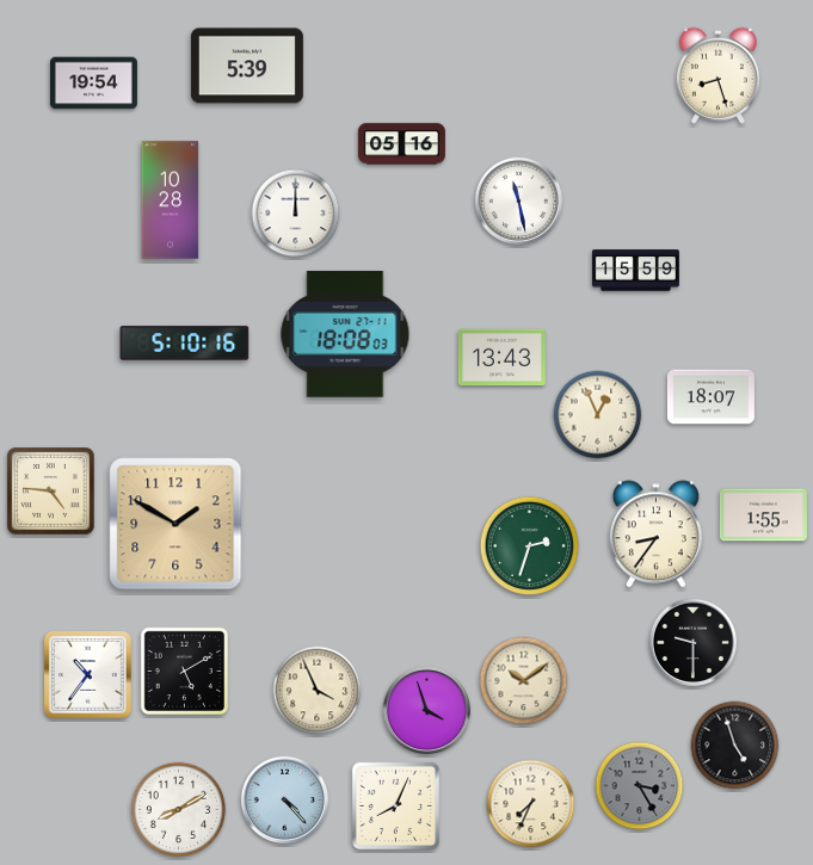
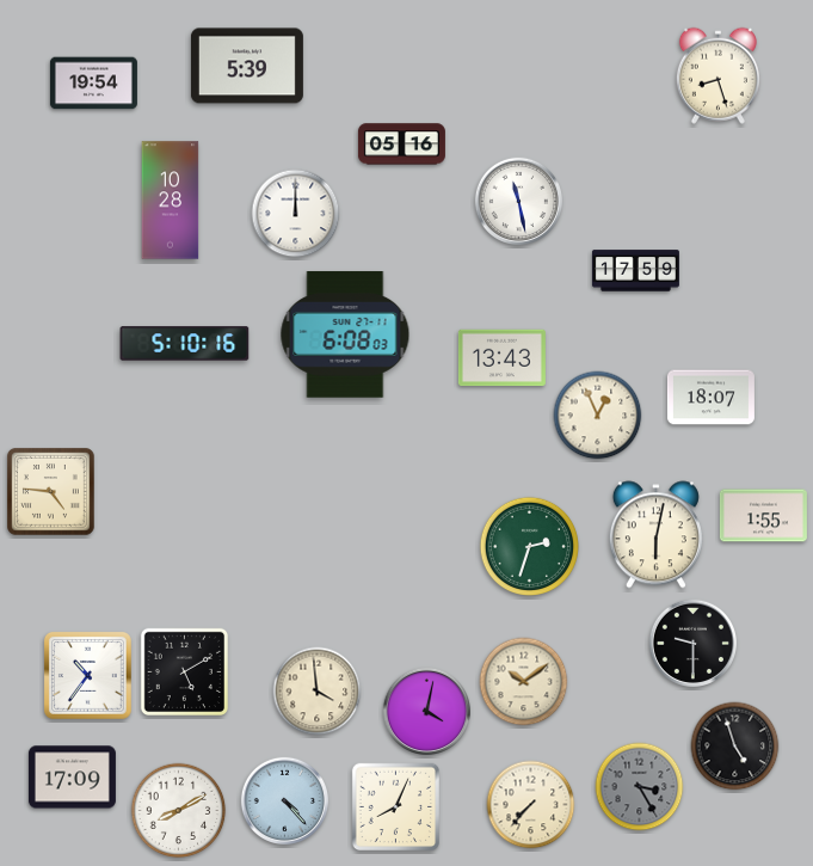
clock at (635, 271): 15:59 -> 17:59
clock at (345, 334): 18:08 -> 6:08
clock at (175, 524): 1:50 -> none
clock at (655, 535): 8:36 -> 6:02
clock at (318, 691): 3:56 -> 3:59
clock at (426, 710): 3:57 -> 4:02
clock at (72, 778): none -> 17:09
clock at (531, 804): 7:34 -> 7:37
